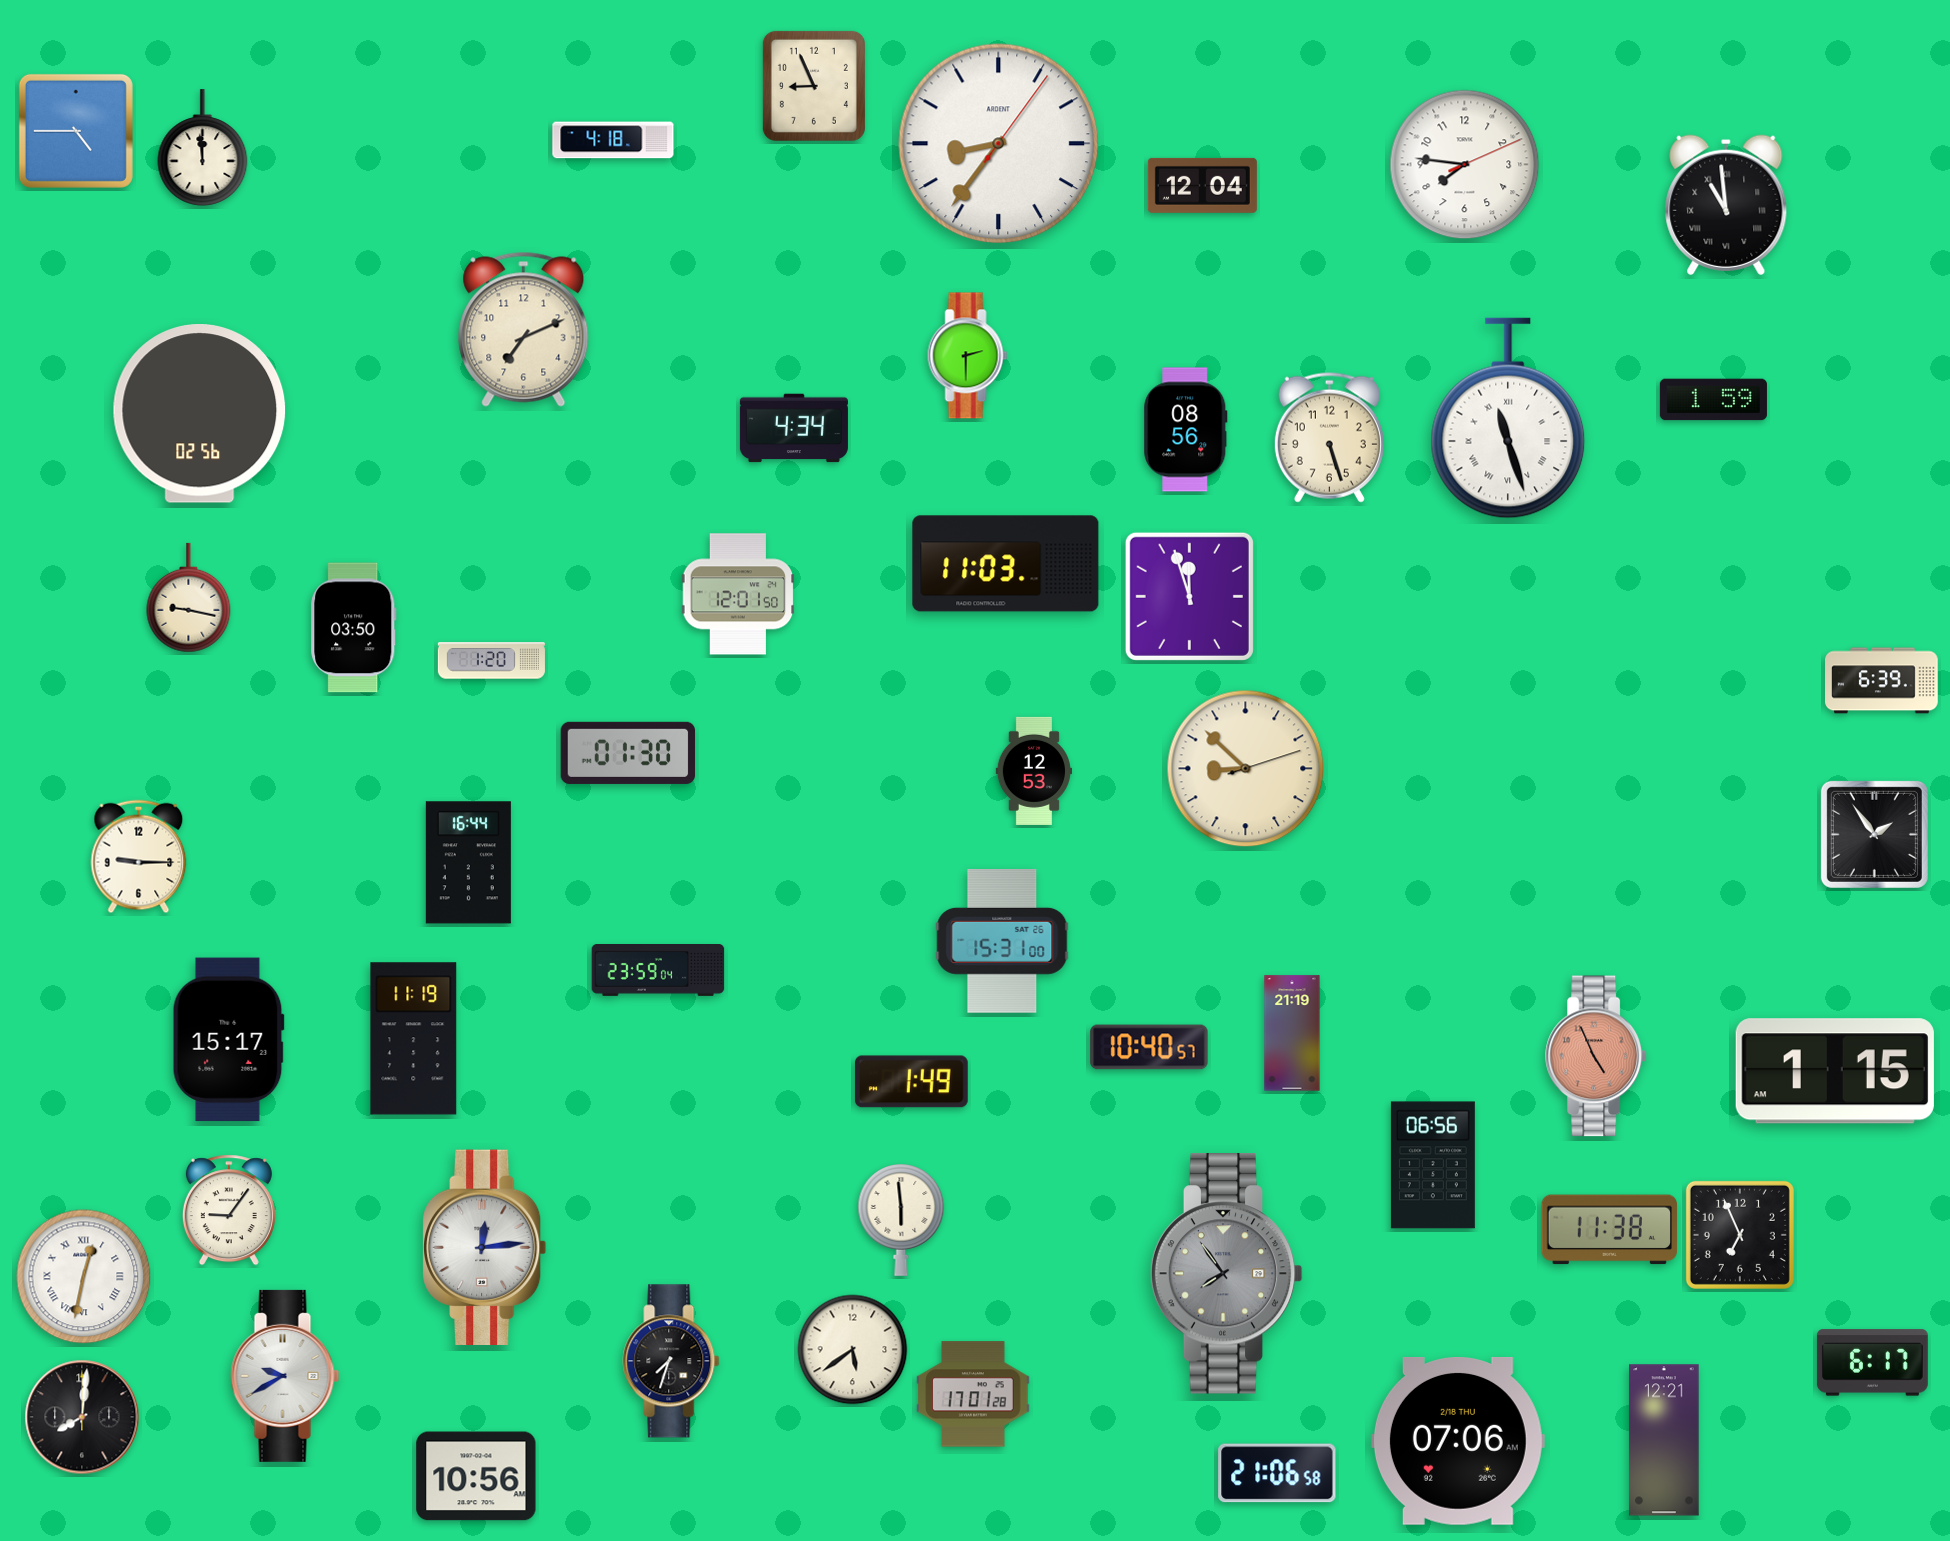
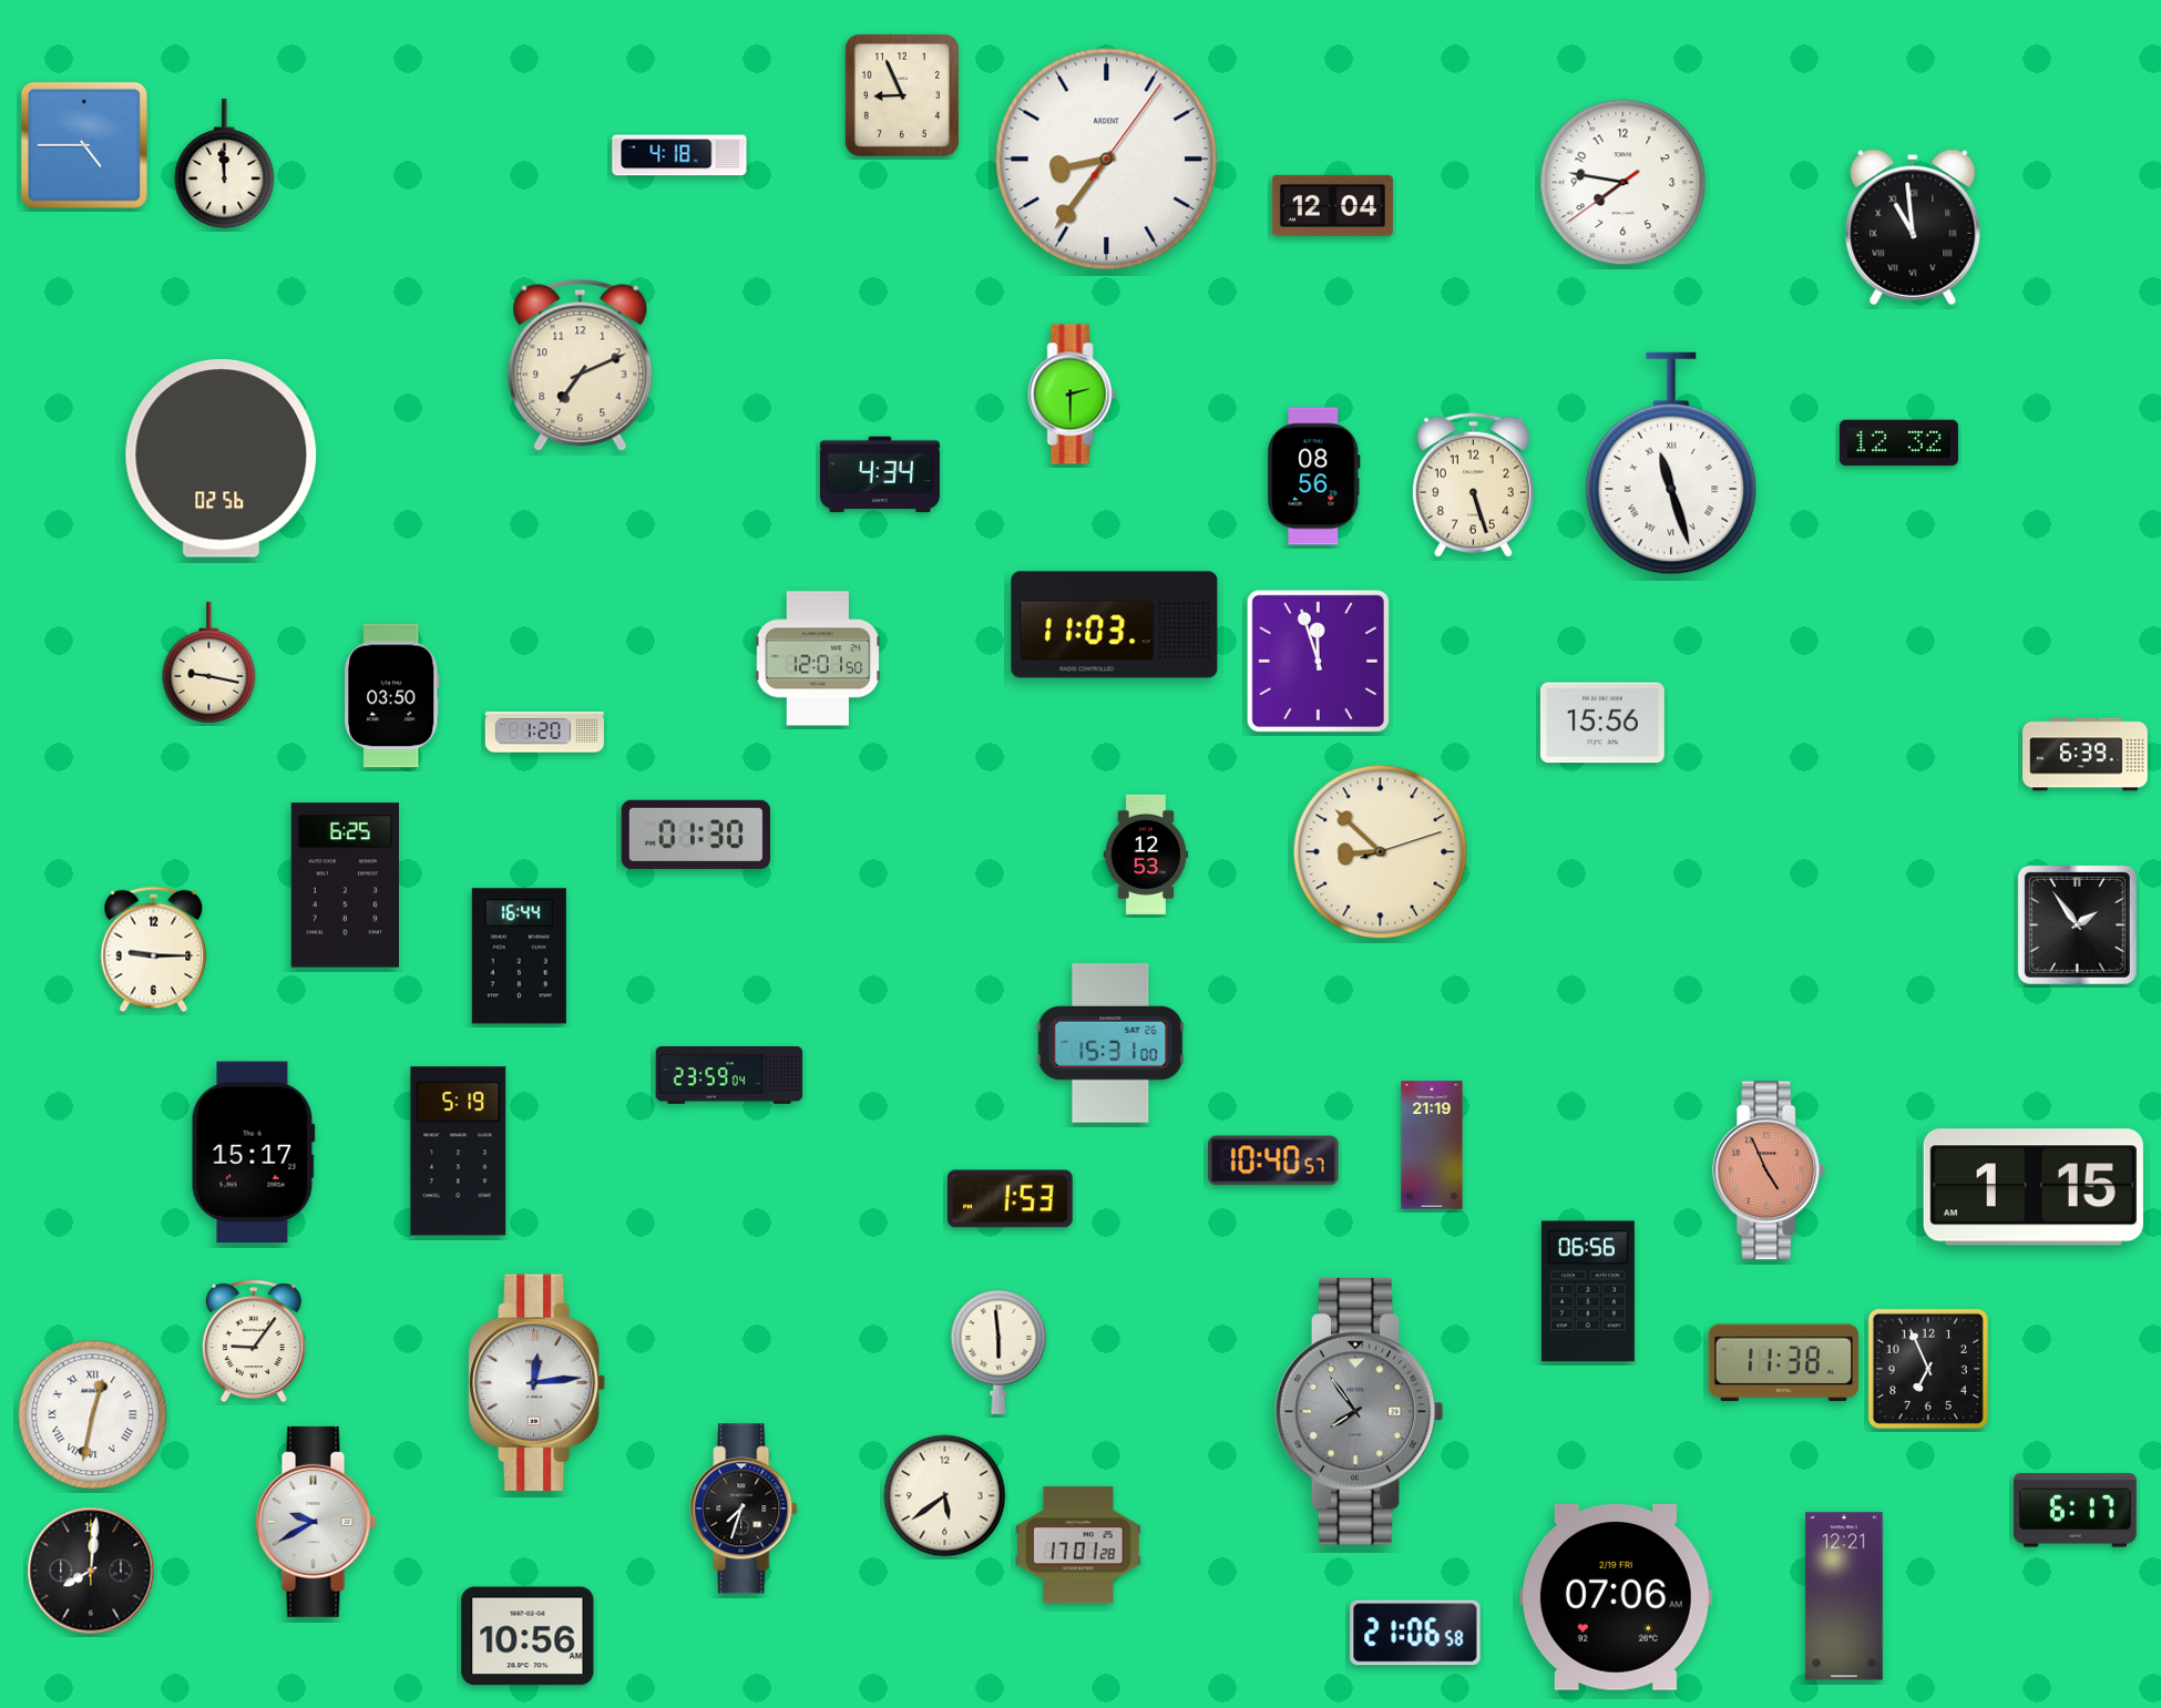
clock at (1465, 165): 7:46:11 -> 7:46:39
clock at (1713, 400): 1:59 -> 12:32
clock at (1602, 723): none -> 15:56
clock at (345, 886): none -> 6:25
clock at (414, 1039): 11:19 -> 5:19
clock at (911, 1082): 1:49 -> 1:53
clock at (285, 1376) position: (285, 1376) -> (316, 1522)
clock at (1458, 1441) date: 2/18 THU -> 2/19 FRI
